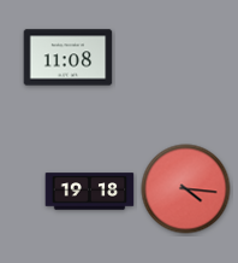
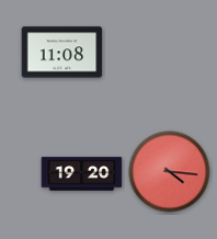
clock at (90, 192): 19:18 -> 19:20
